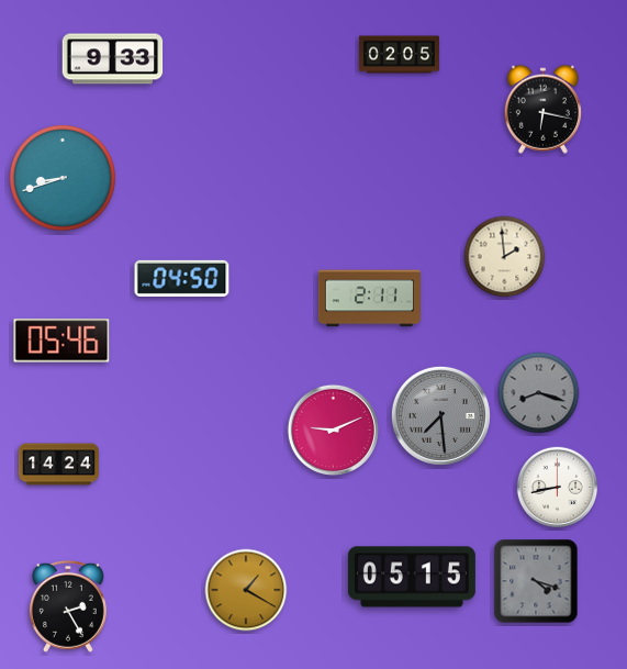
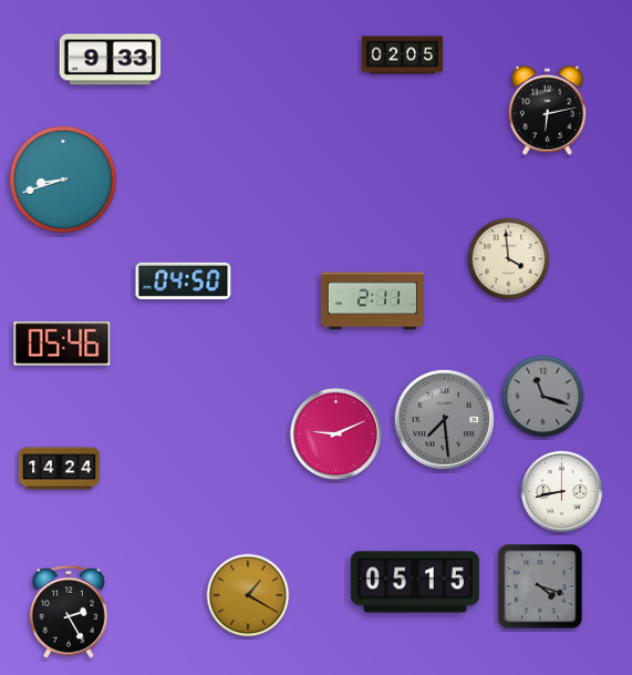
clock at (113, 59) position: (113, 59) -> (111, 60)
clock at (542, 109): 6:17 -> 6:13
clock at (505, 257): 1:59 -> 3:59
clock at (539, 393): 8:18 -> 11:18
